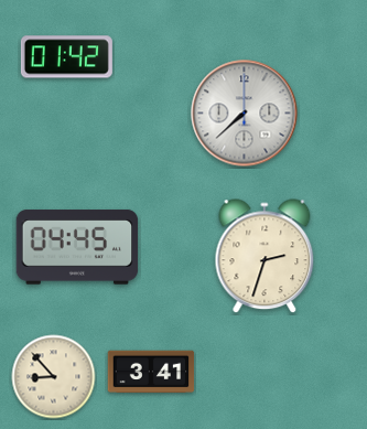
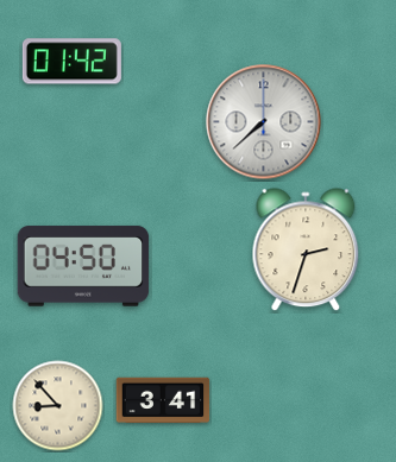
clock at (77, 247): 04:45 -> 04:50
clock at (265, 257) position: (265, 257) -> (306, 251)
